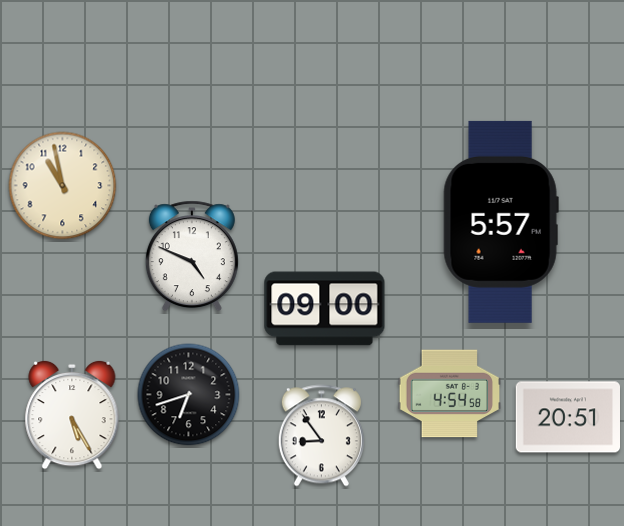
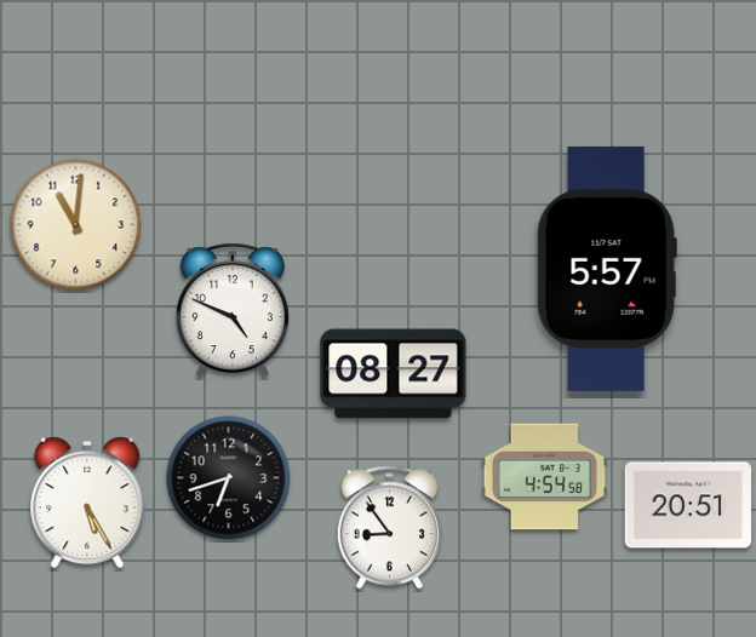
clock at (63, 186): 10:58 -> 11:01
clock at (325, 309): 09:00 -> 08:27
